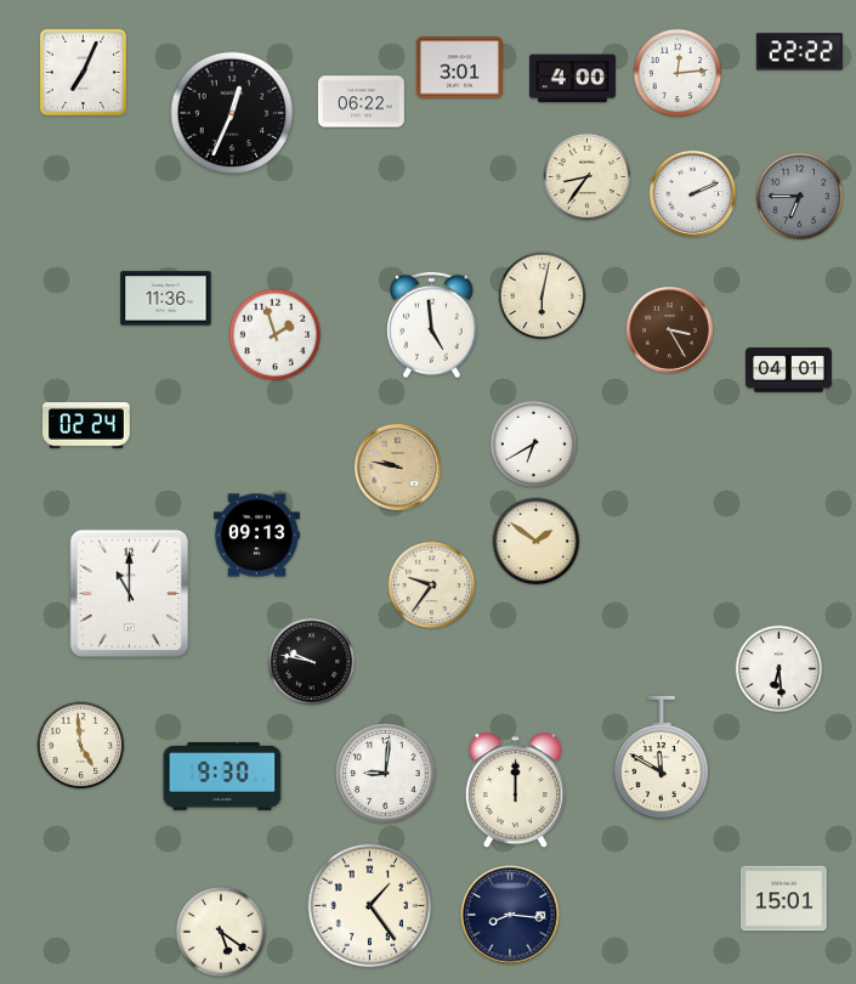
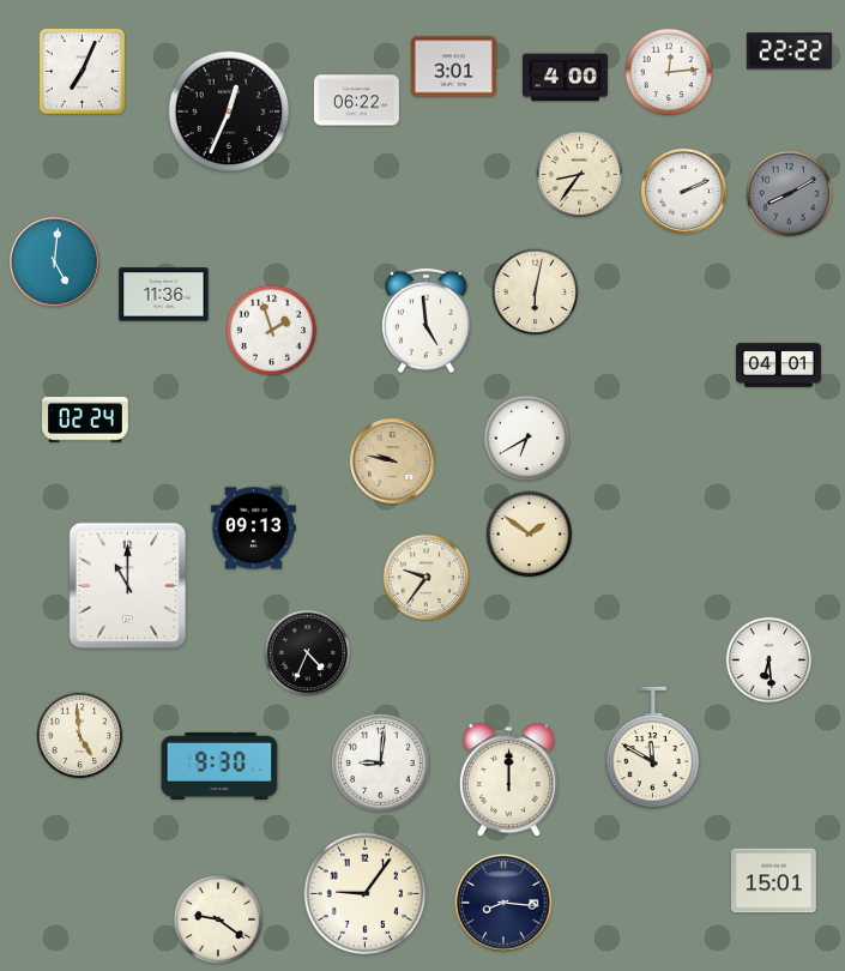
clock at (800, 197): 6:45 -> 8:10
clock at (55, 263): none -> 5:01
clock at (669, 329): 3:25 -> none
clock at (312, 662): 9:47 -> 4:34
clock at (783, 899) position: (783, 899) -> (773, 881)
clock at (370, 906): 1:24 -> 9:06
clock at (220, 931): 5:21 -> 9:21
